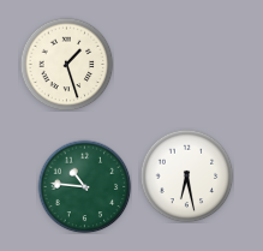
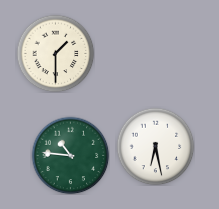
clock at (66, 64): 1:27 -> 1:30
